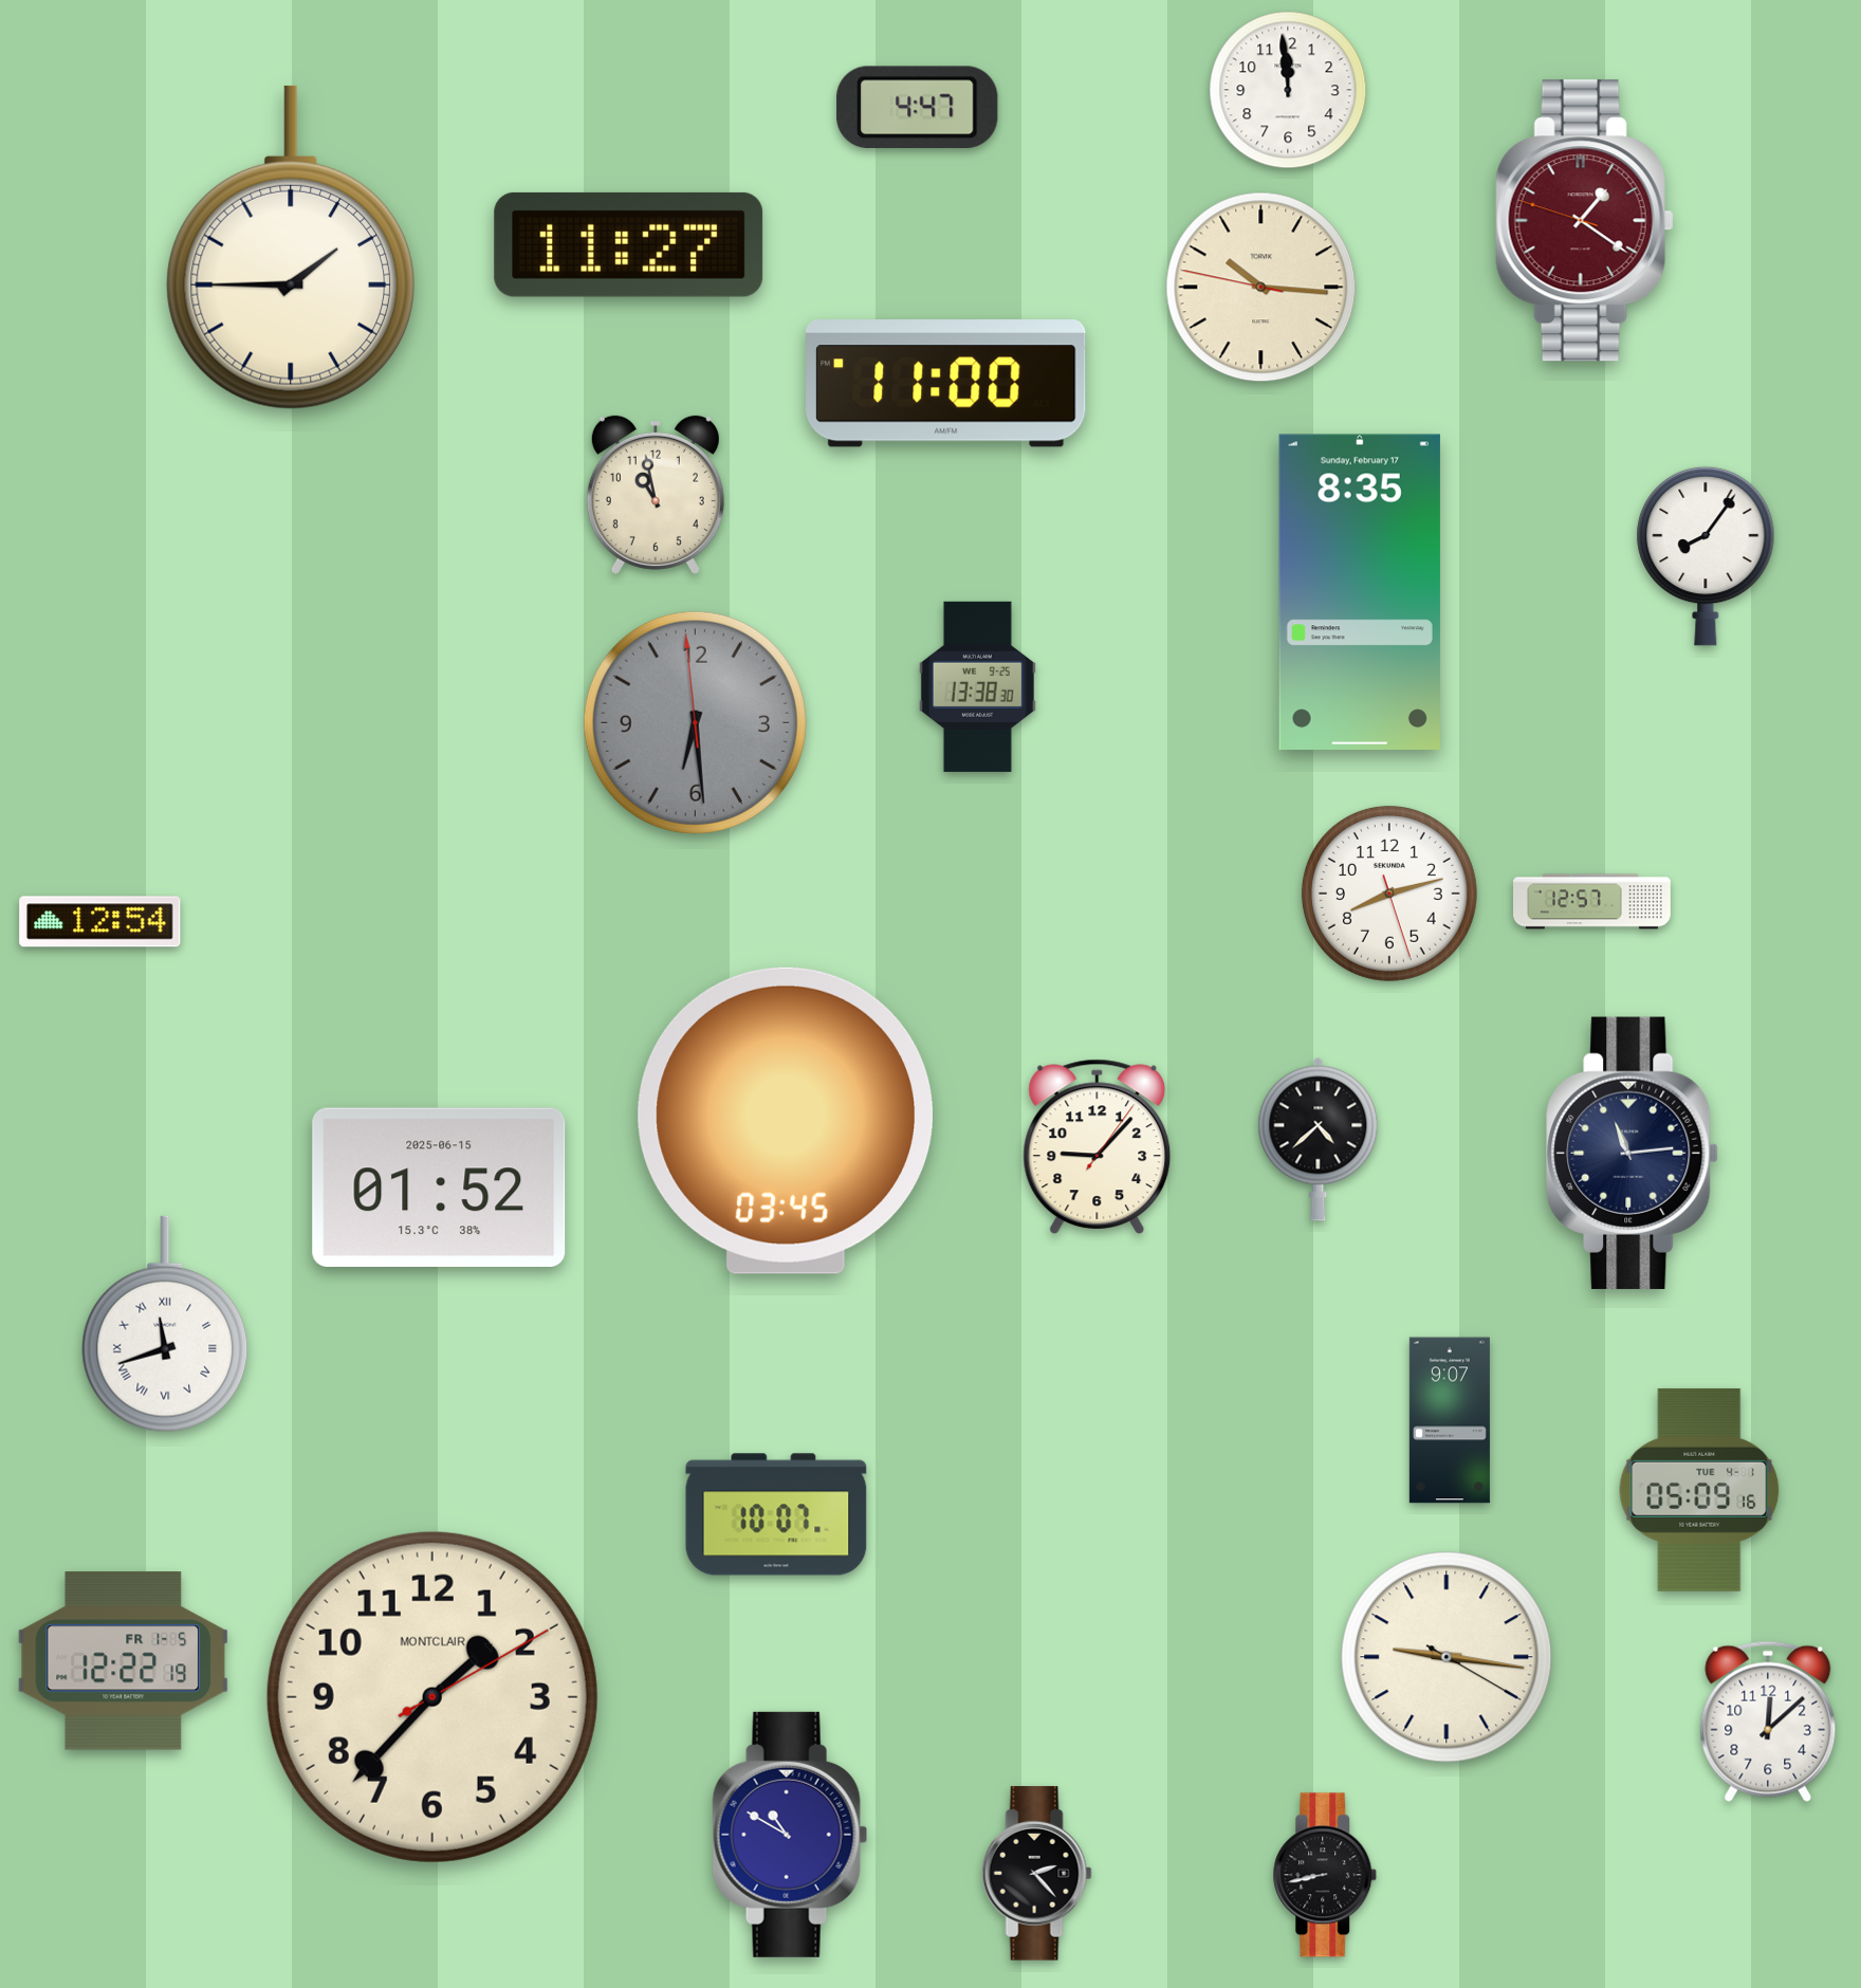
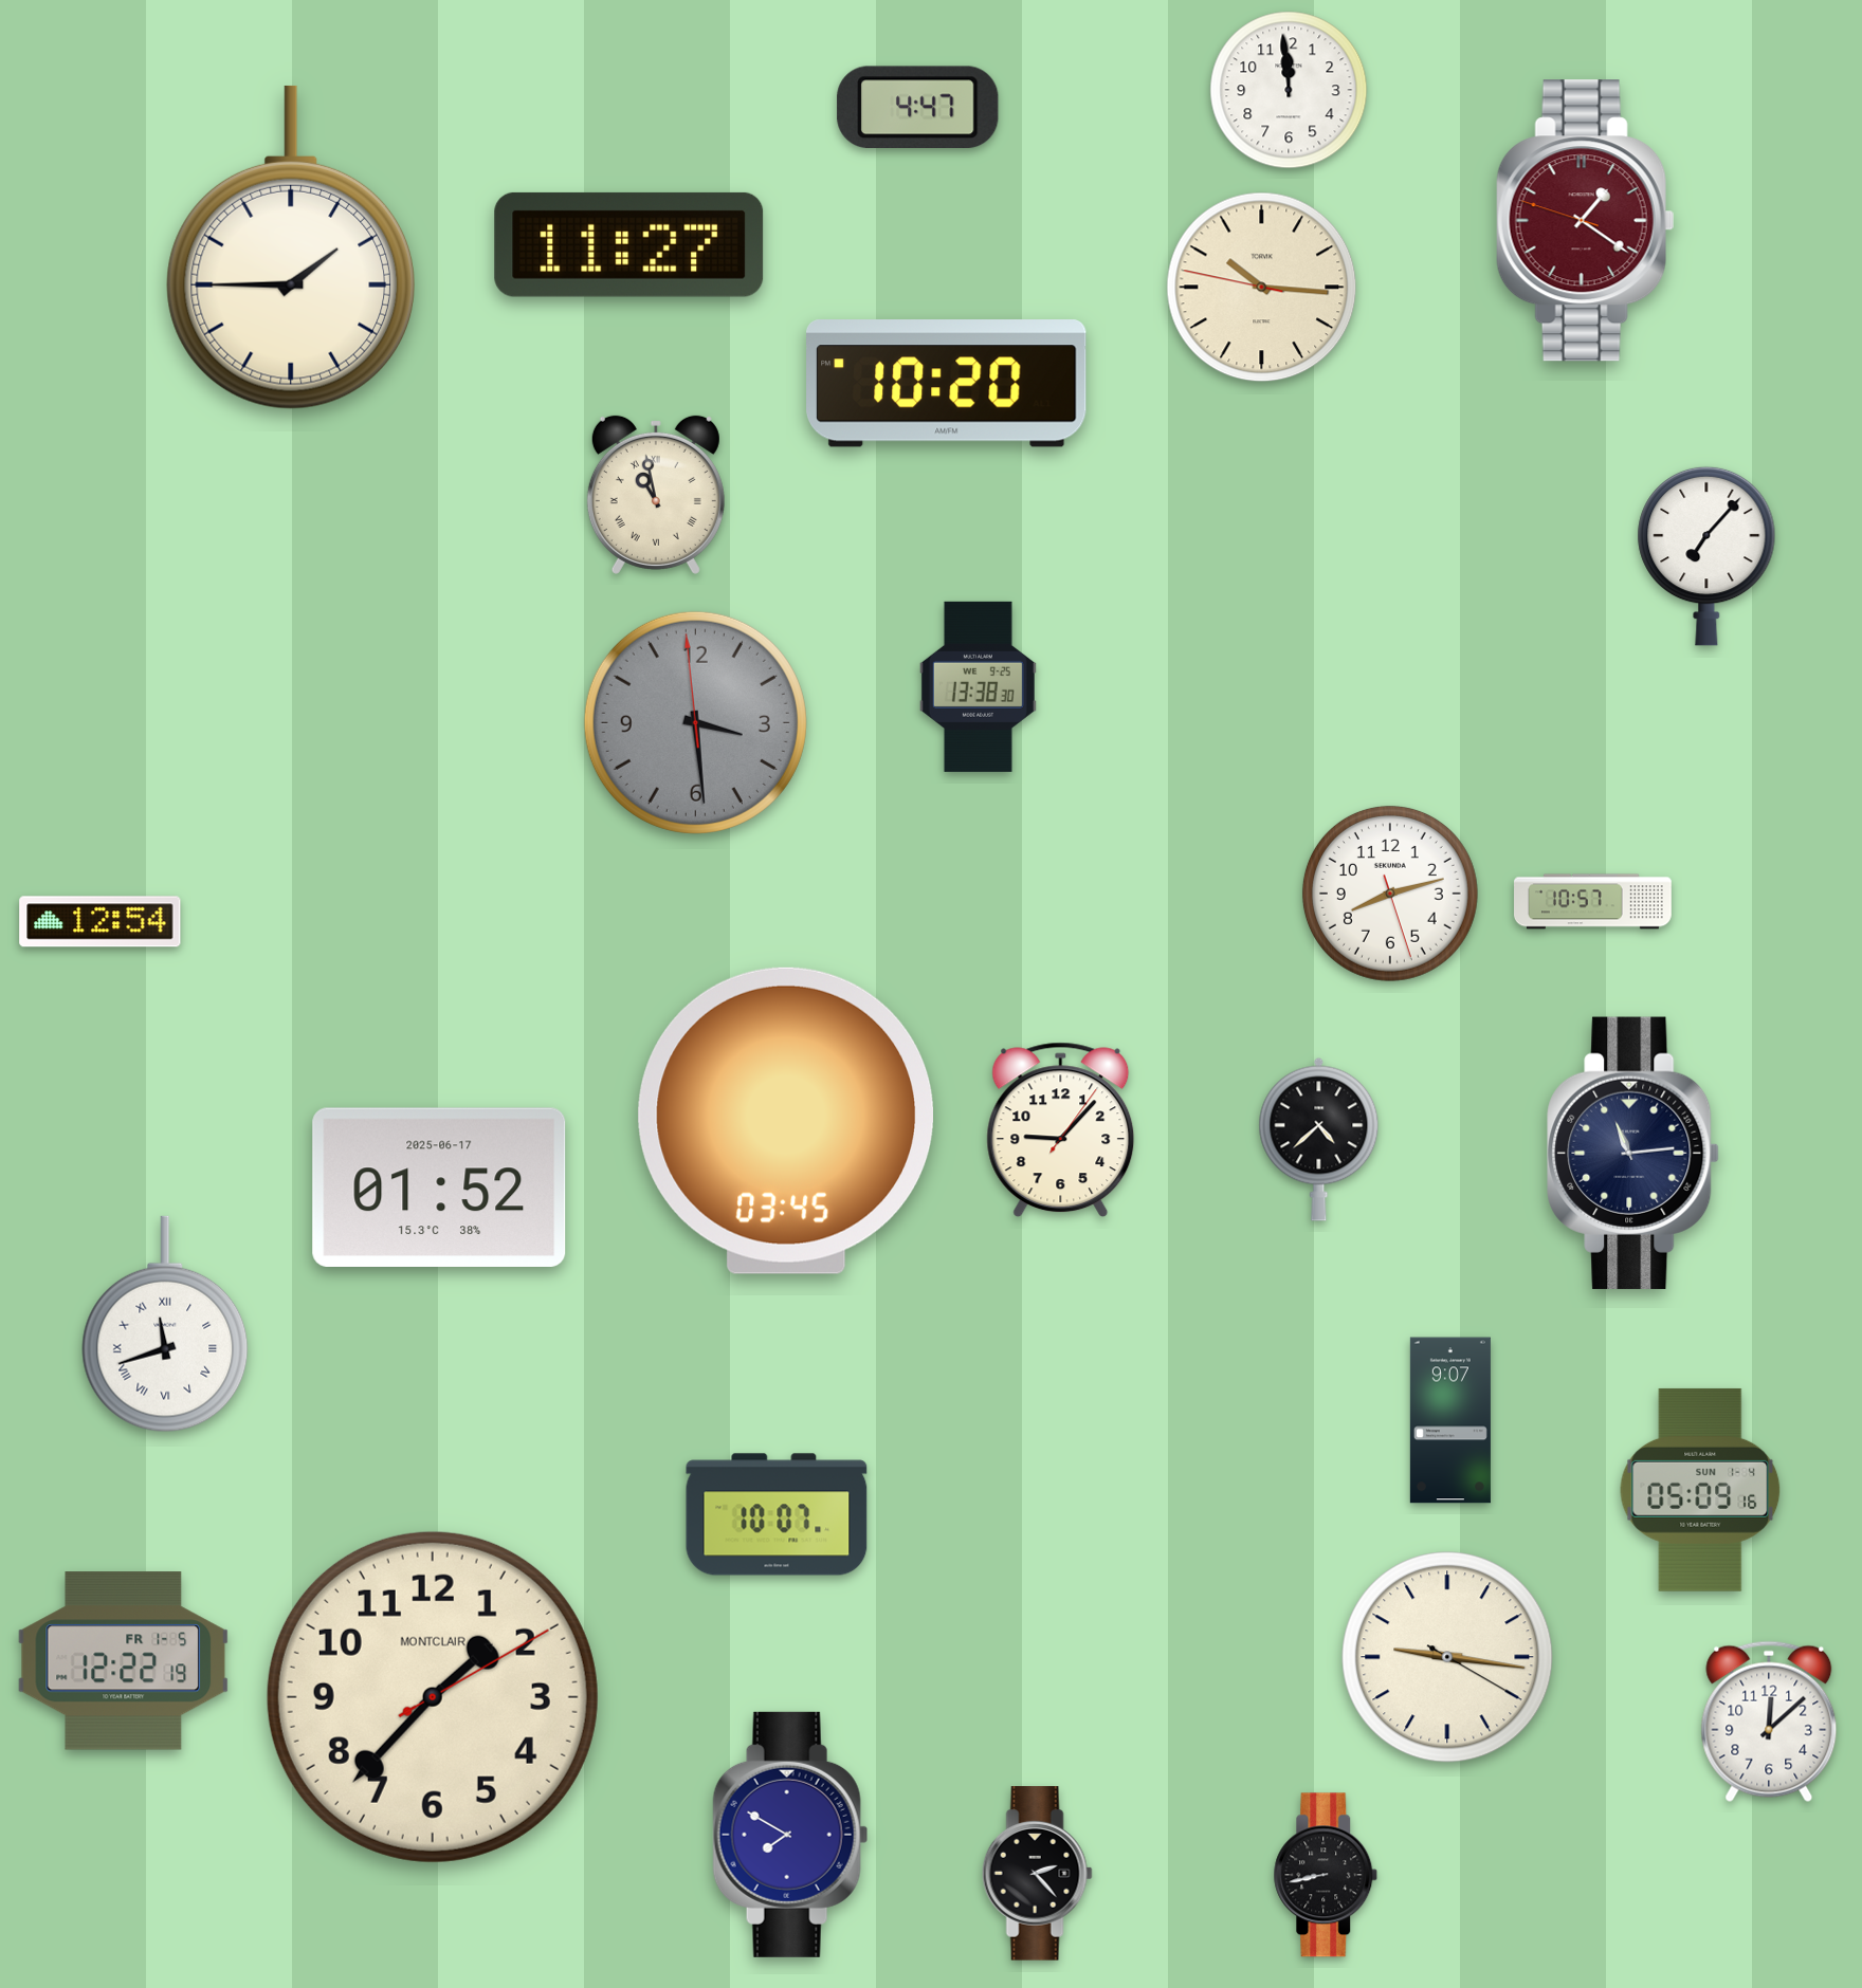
clock at (946, 384): 11:00 -> 10:20
clock at (656, 495) numerals: Arabic -> Roman
clock at (1706, 556): 8:06 -> 7:07
clock at (1360, 591): 8:35 -> none
clock at (695, 722): 6:28 -> 3:28
clock at (1592, 902): 12:57 -> 10:57
clock at (1098, 1147) position: (1098, 1147) -> (1061, 1130)
clock at (439, 1188) date: 2025-06-15 -> 2025-06-17
clock at (1699, 1490) date: TUE 4-1 -> SUN 1-4
clock at (790, 1835): 10:50 -> 7:50
